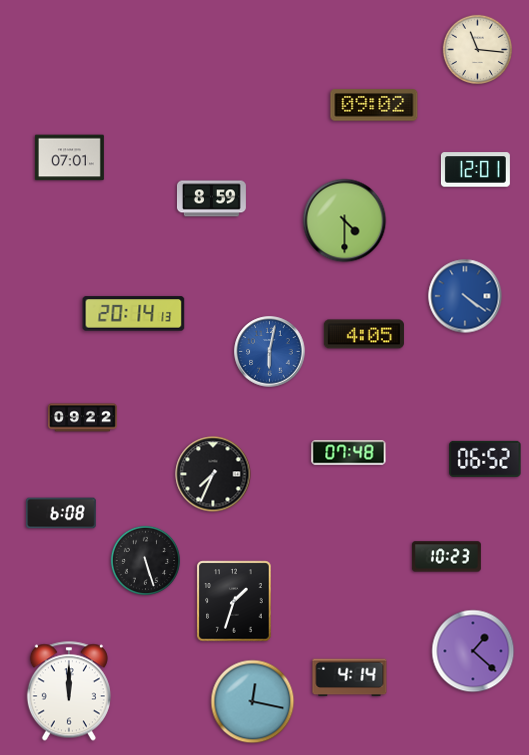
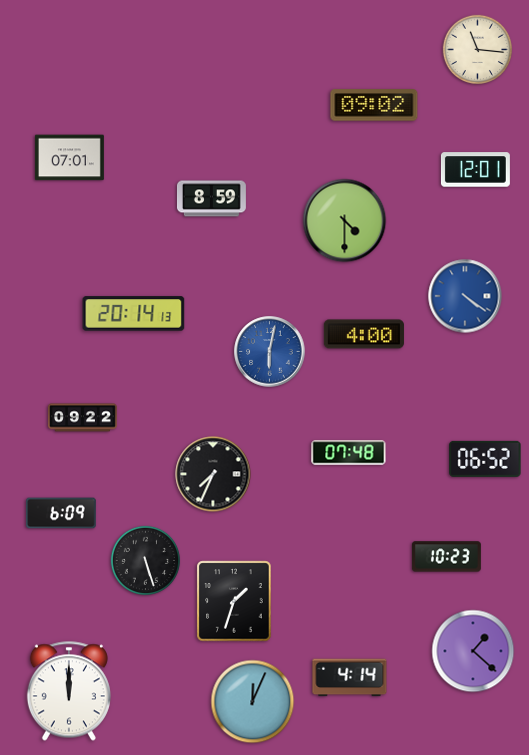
clock at (364, 334): 4:05 -> 4:00
clock at (61, 513): 6:08 -> 6:09
clock at (253, 702): 12:17 -> 12:04
